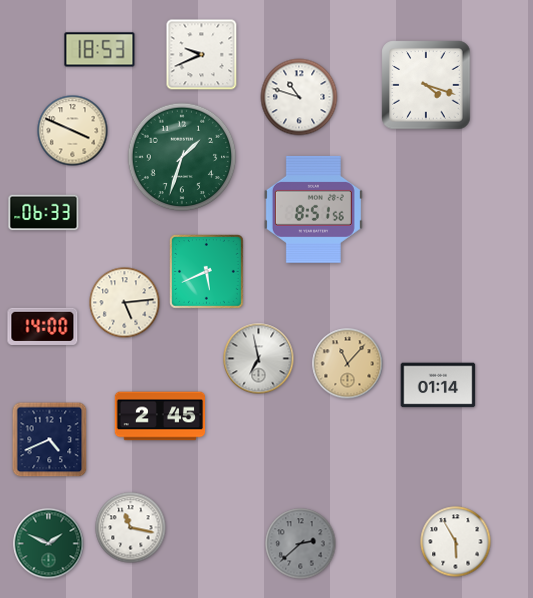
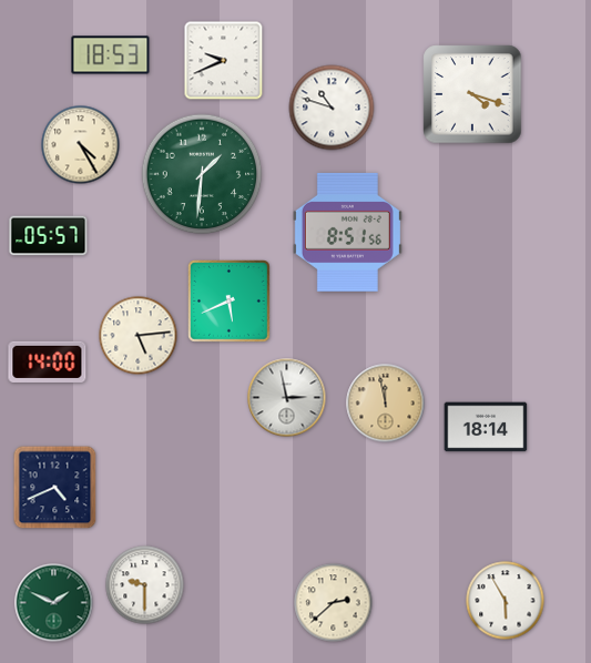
clock at (73, 131): 3:49 -> 4:25
clock at (182, 157): 1:33 -> 1:31
clock at (44, 213): 06:33 -> 05:57
clock at (259, 359): 6:58 -> 2:58
clock at (348, 364): 11:07 -> 11:58
clock at (438, 385): 01:14 -> 18:14
clock at (160, 416): 2:45 -> none
clock at (131, 528): 11:17 -> 9:30
clock at (301, 544) dial: grey -> cream
